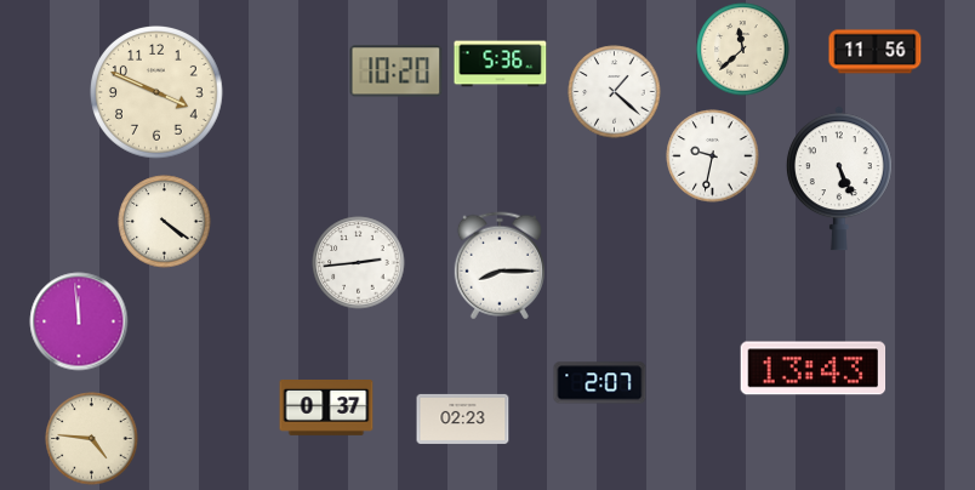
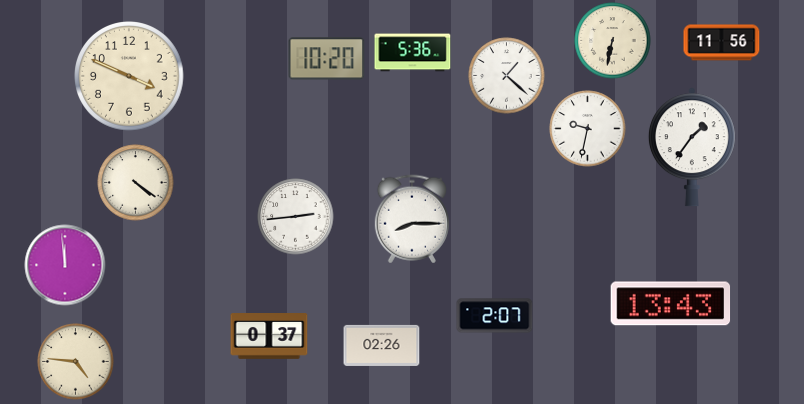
clock at (743, 50): 11:38 -> 6:32
clock at (839, 178): 5:26 -> 1:36
clock at (463, 418): 02:23 -> 02:26
